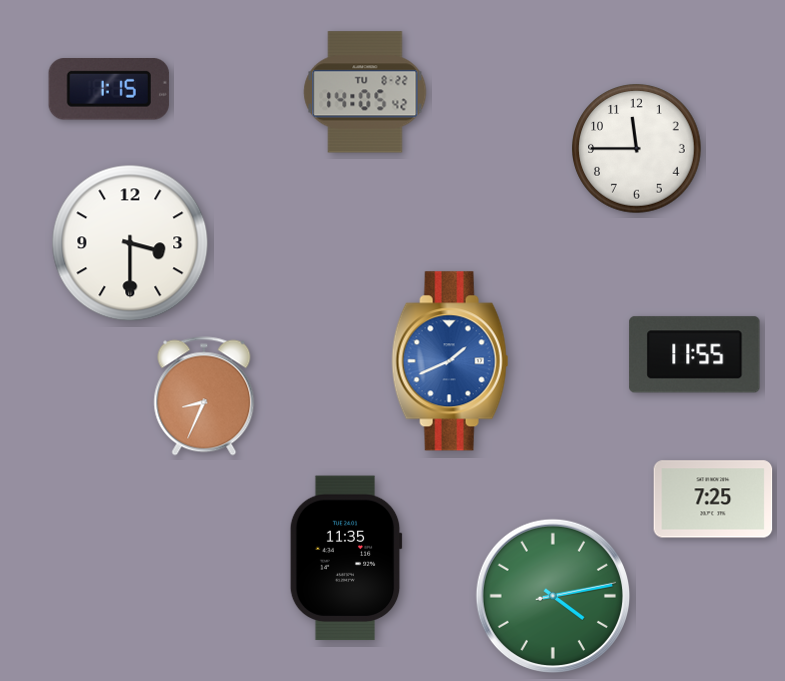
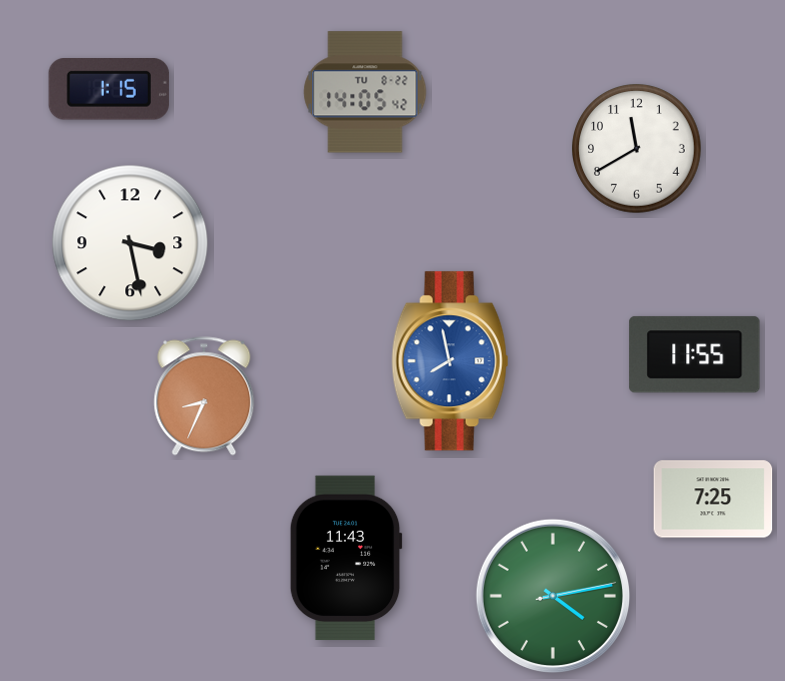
clock at (637, 149): 11:45 -> 11:40
clock at (130, 243): 3:30 -> 3:28
clock at (450, 361): 1:41 -> 7:58
clock at (346, 558): 11:35 -> 11:43
